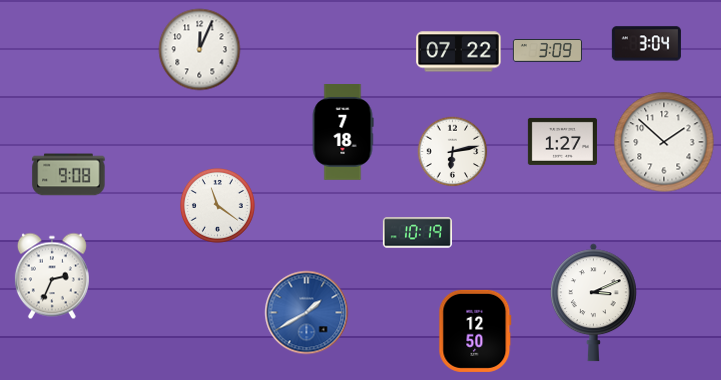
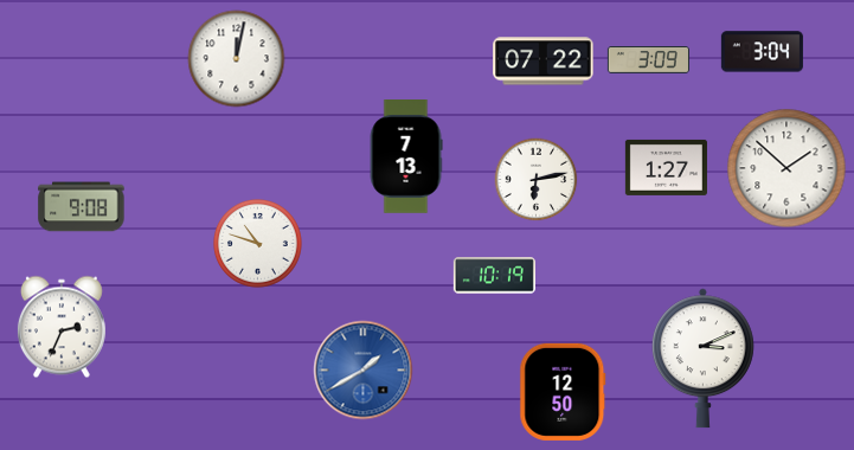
clock at (646, 44) position: (646, 44) -> (762, 52)
clock at (200, 50): 12:04 -> 12:02
clock at (343, 133): 7:18 -> 7:13
clock at (218, 206): 11:21 -> 10:48
